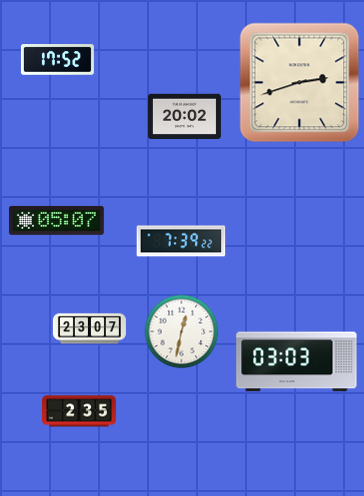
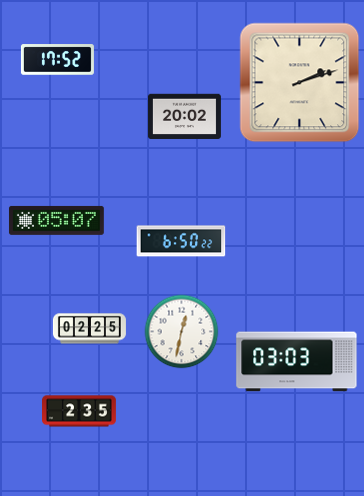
clock at (300, 83): 2:42 -> 2:12
clock at (181, 241): 7:39 -> 6:50
clock at (89, 329): 23:07 -> 02:25
